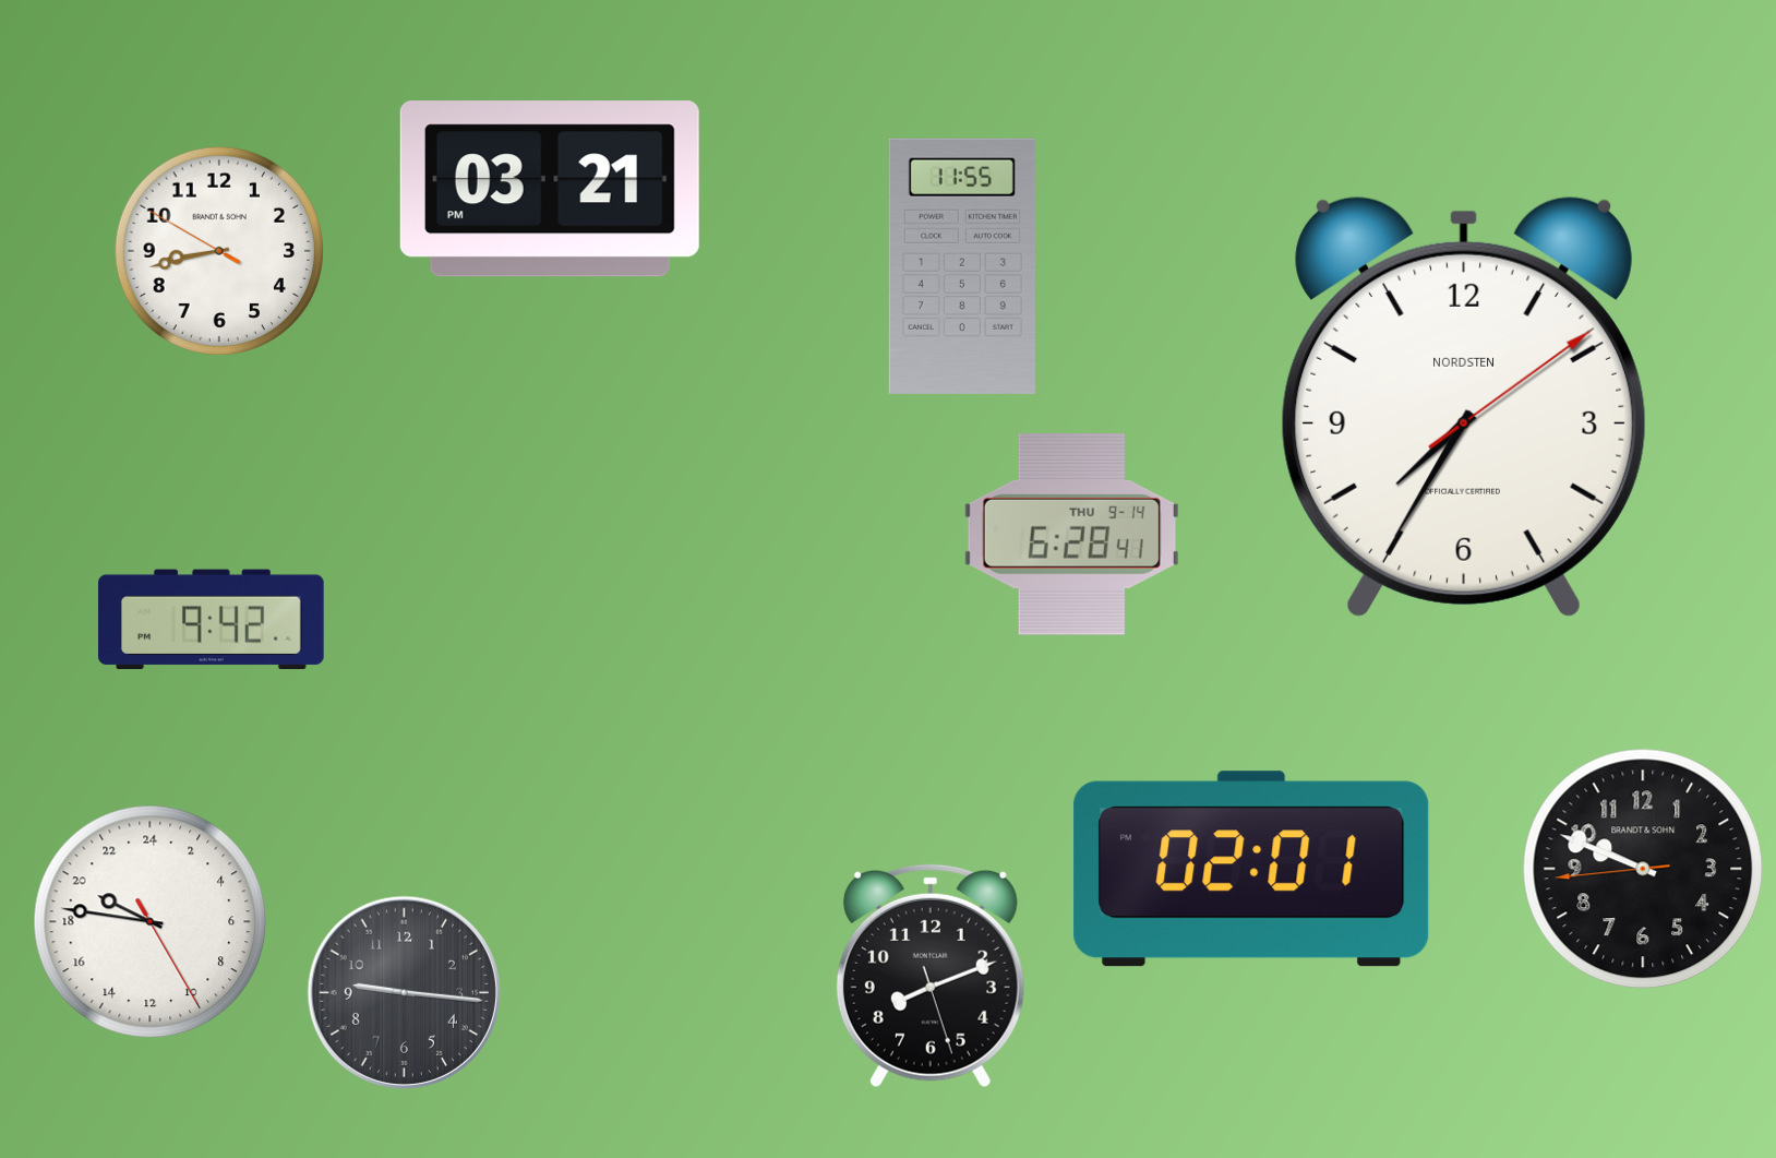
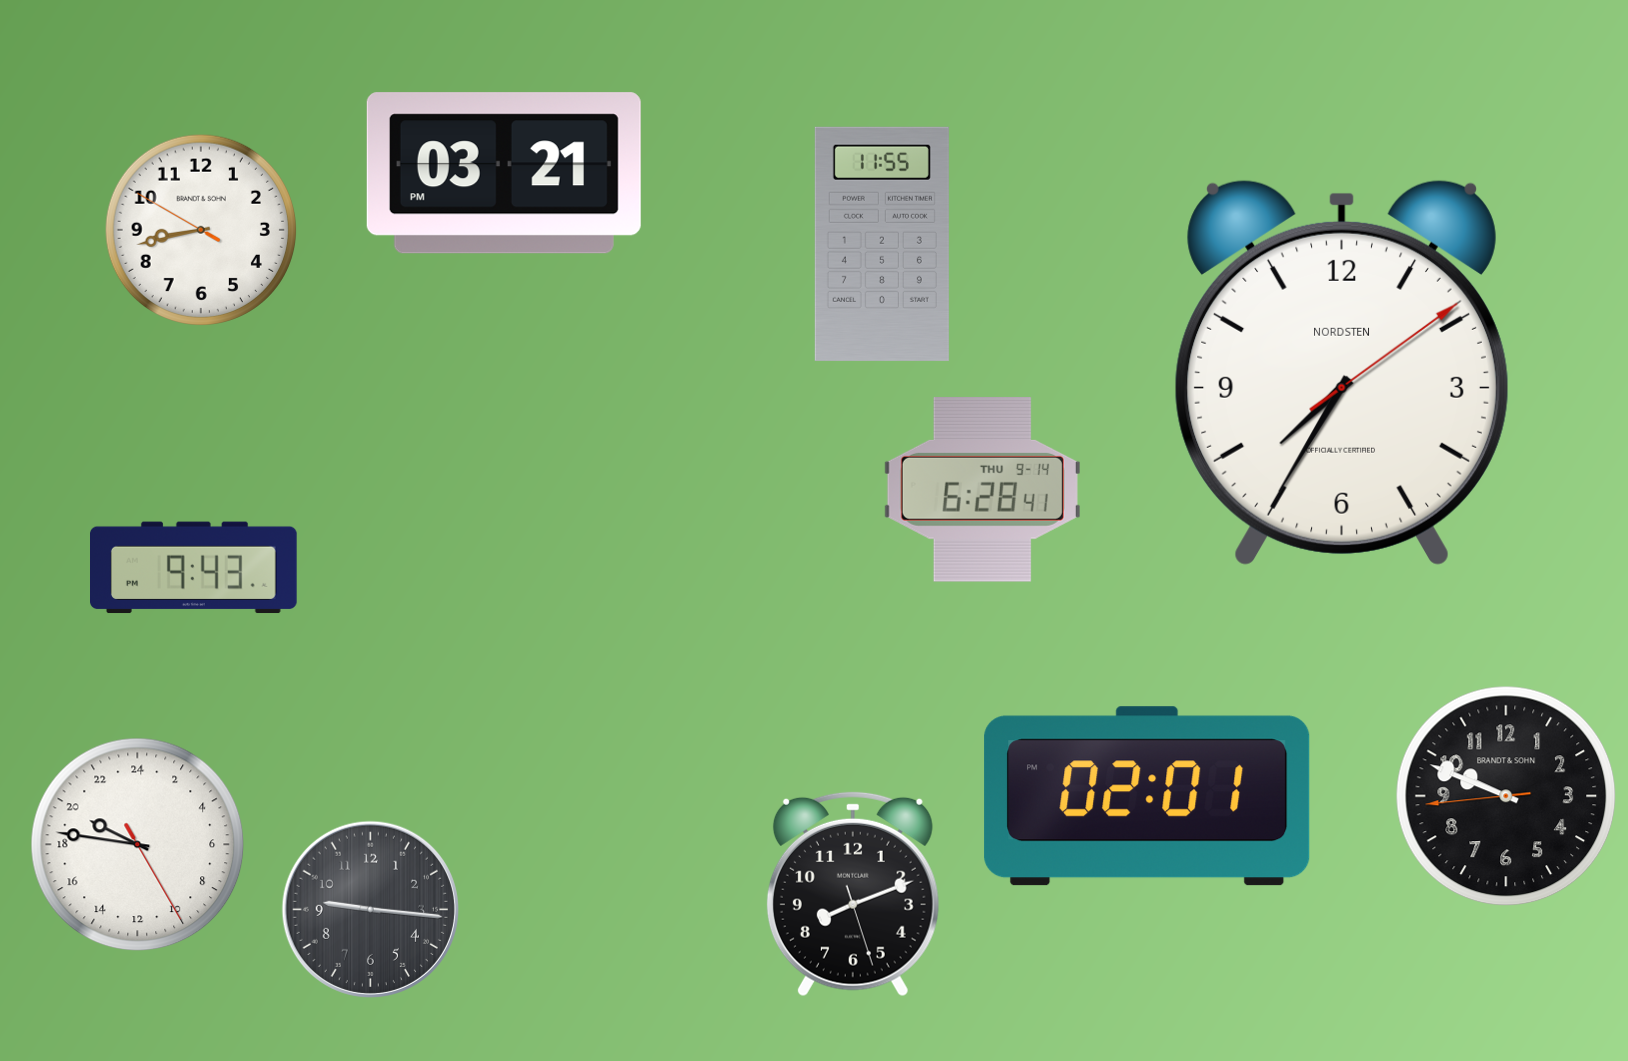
clock at (212, 620): 9:42 -> 9:43
